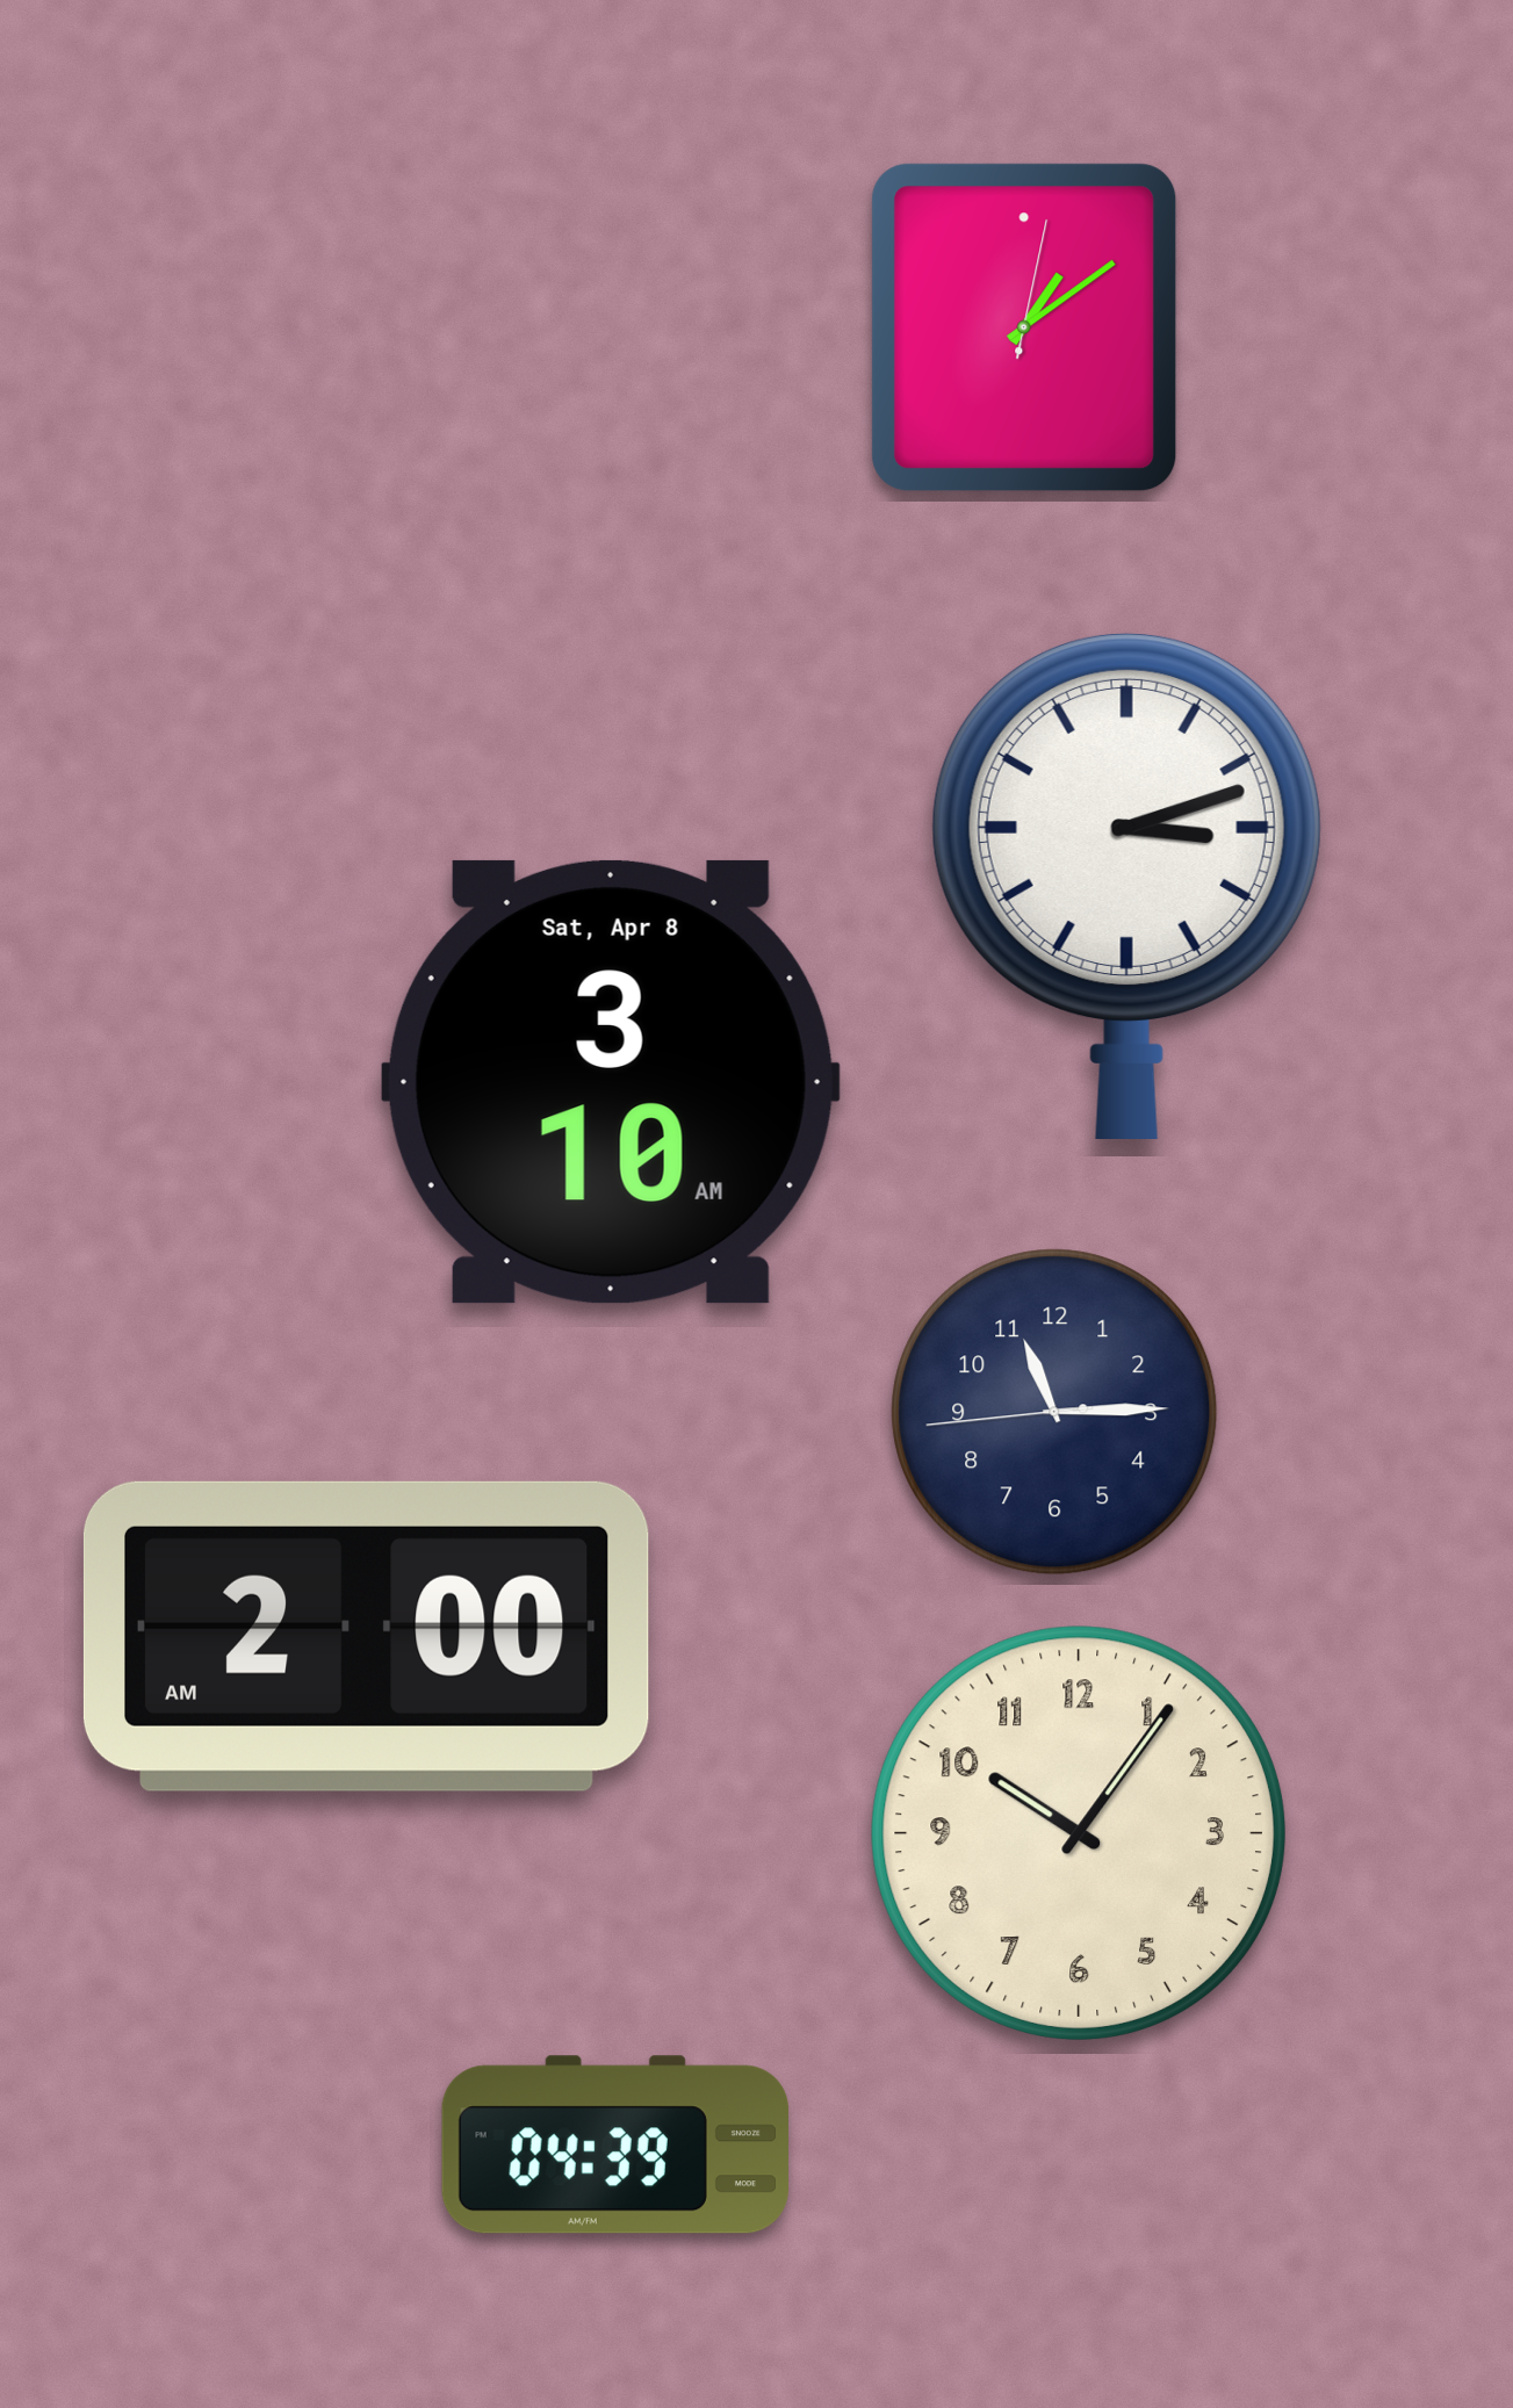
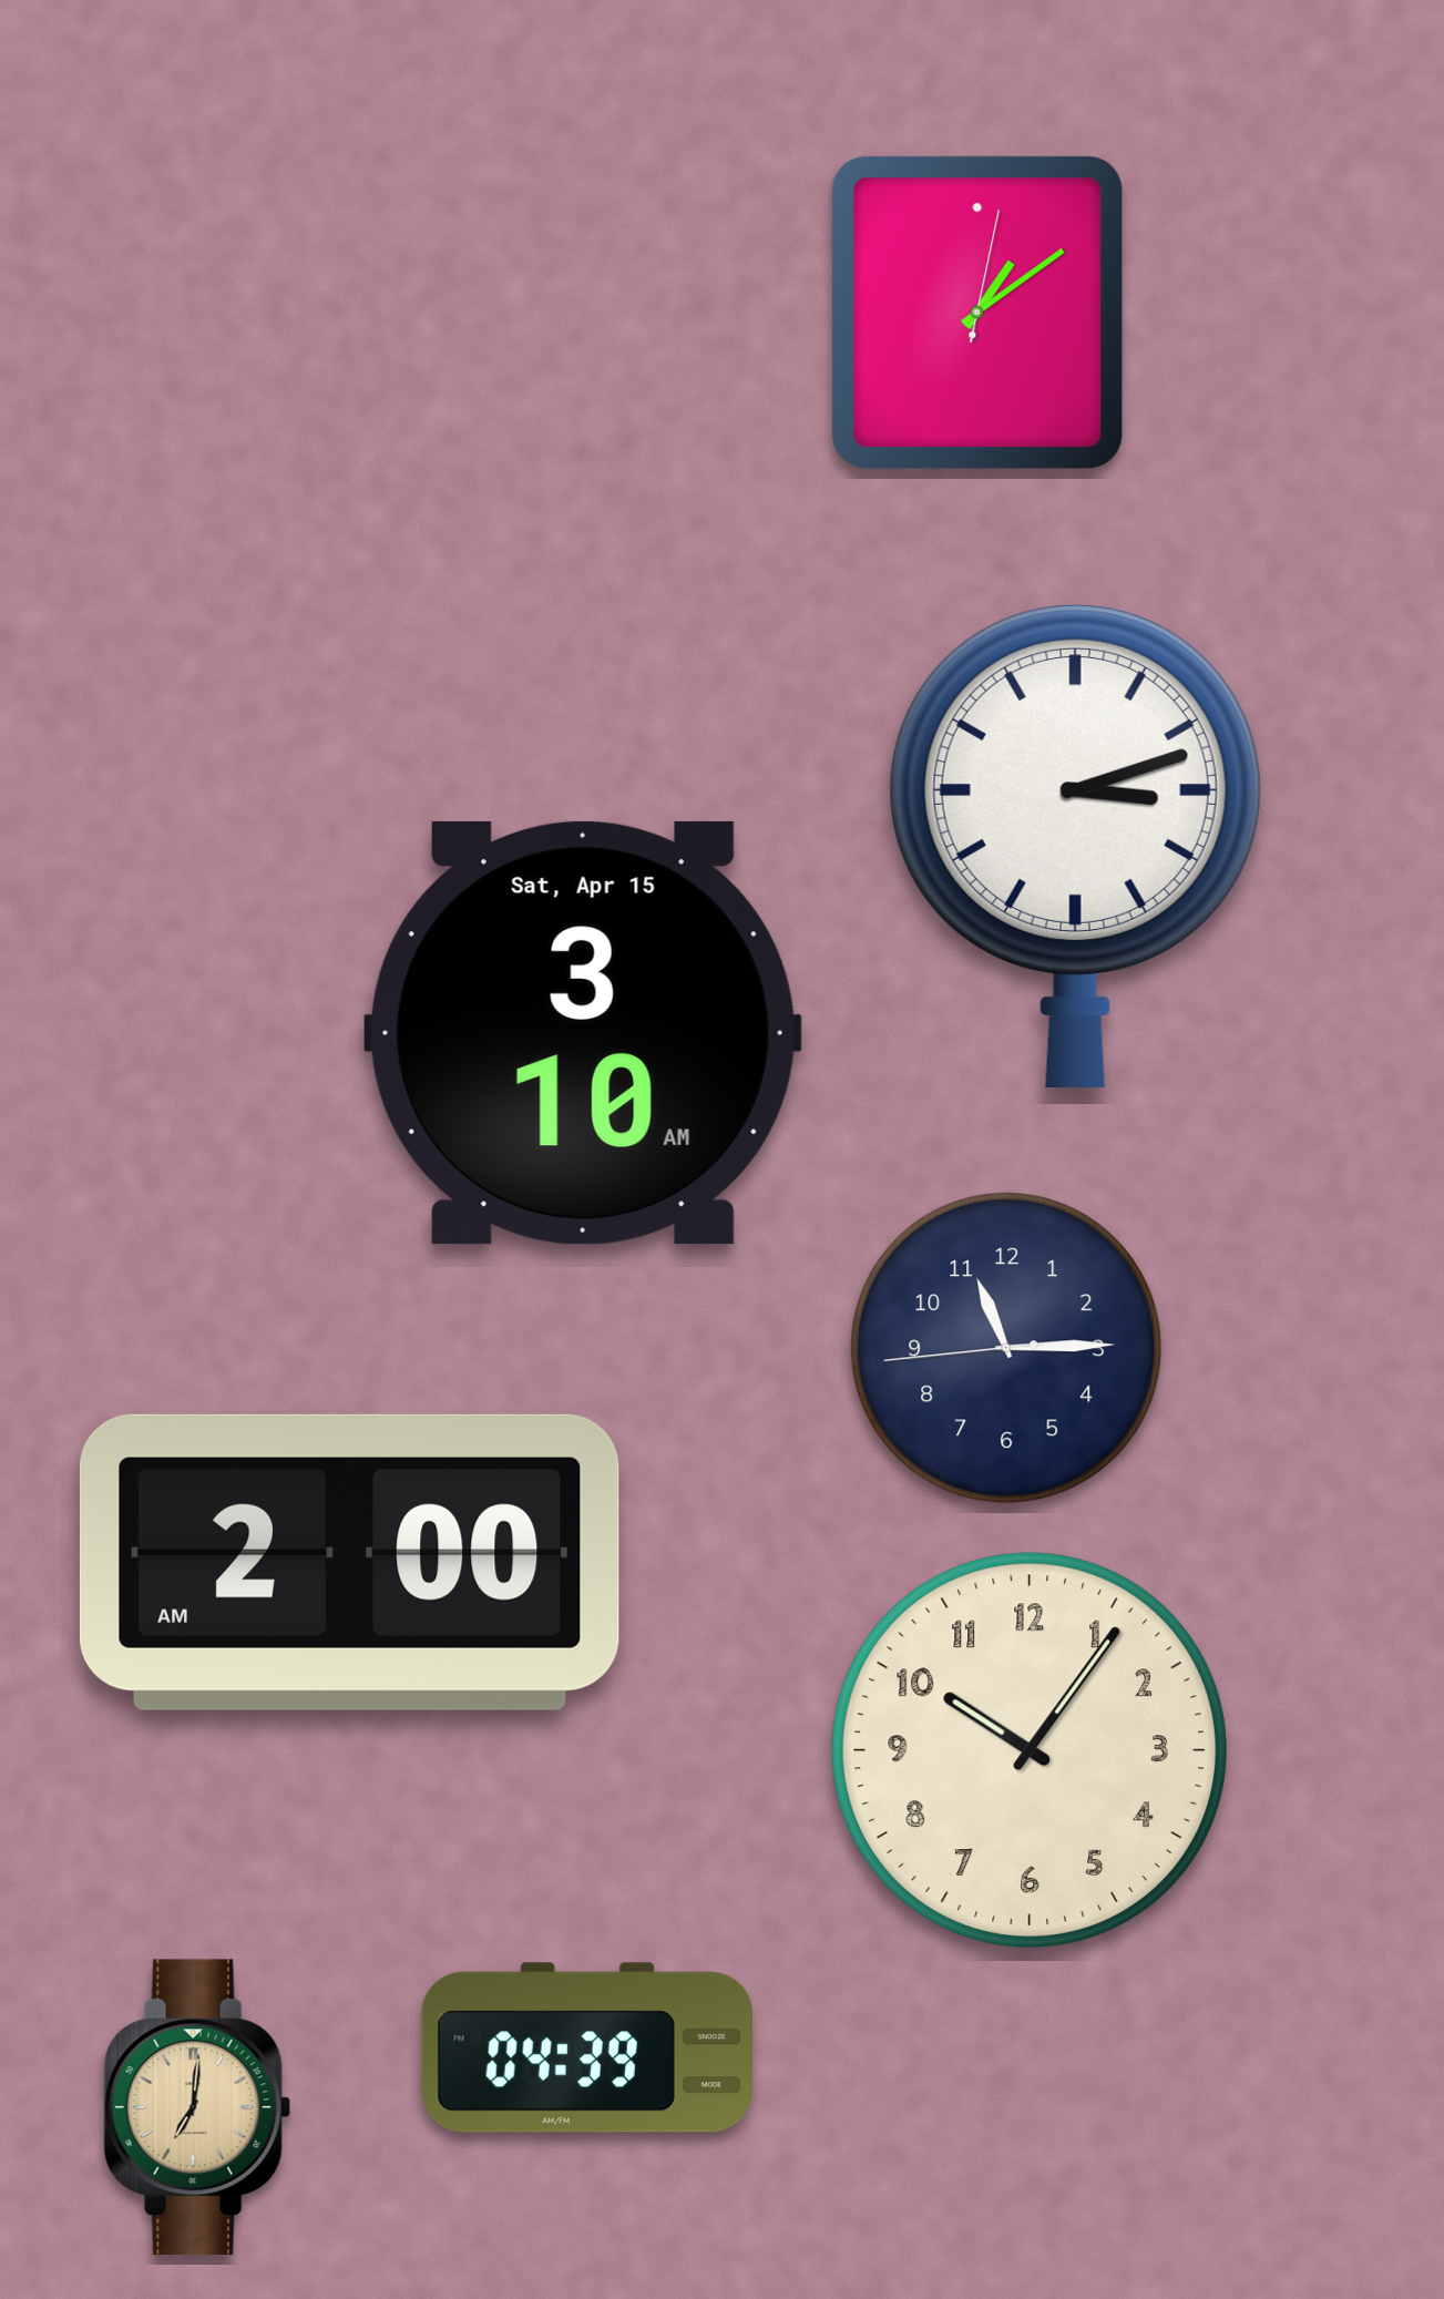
clock at (611, 1082) date: Sat, Apr 8 -> Sat, Apr 15
clock at (197, 2107): none -> 7:01
